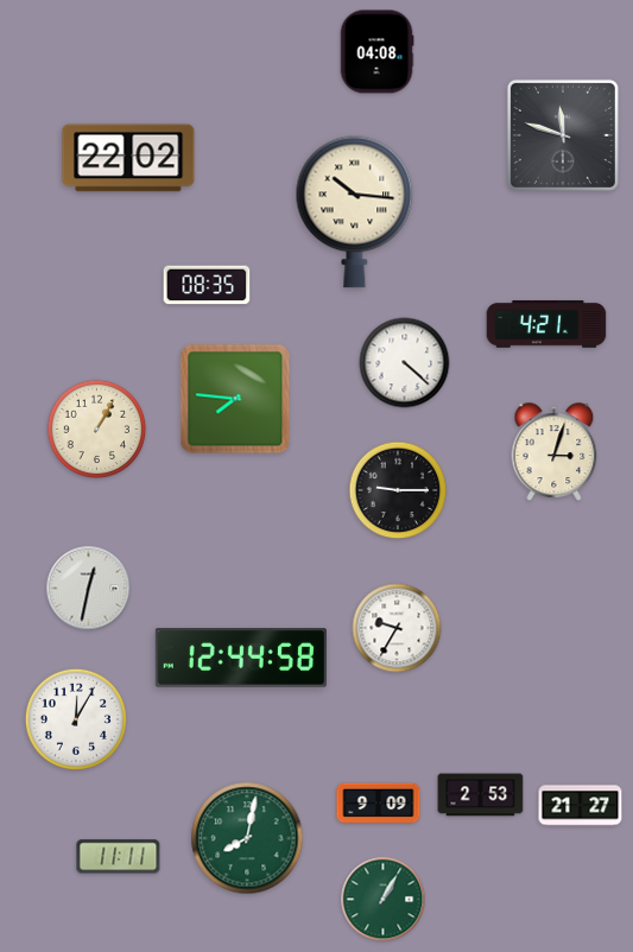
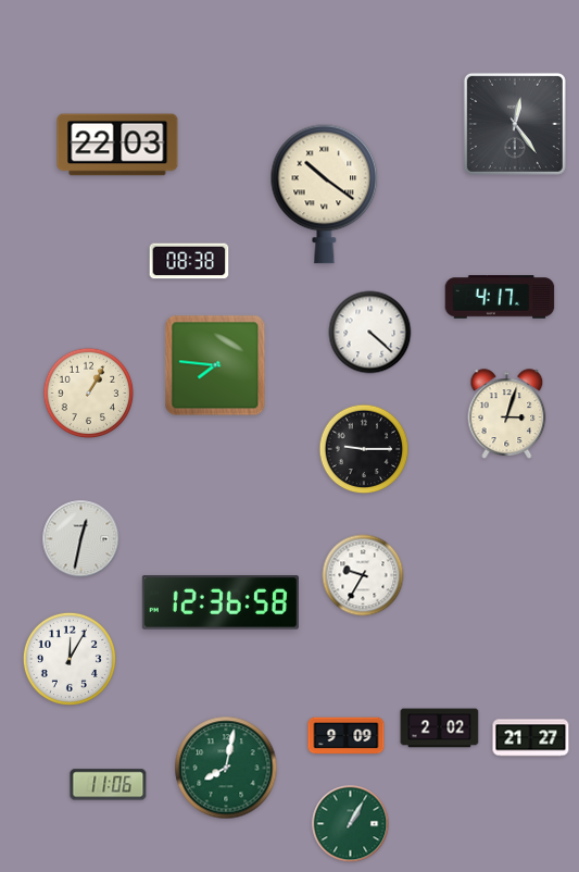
clock at (376, 52): 04:08 -> none
clock at (563, 135): 11:48 -> 12:24
clock at (128, 158): 22:02 -> 22:03
clock at (355, 211): 10:16 -> 10:21
clock at (207, 285): 08:35 -> 08:38
clock at (546, 324): 4:21 -> 4:17
clock at (241, 658): 12:44 -> 12:36
clock at (481, 795): 2:53 -> 2:02
clock at (119, 857): 11:11 -> 11:06
